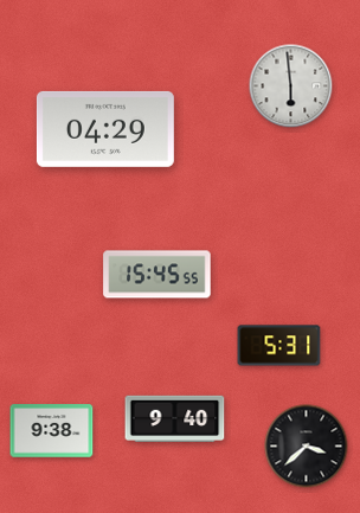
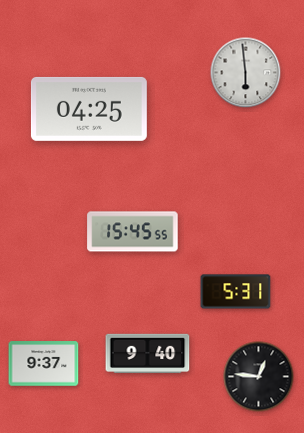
clock at (105, 129): 04:29 -> 04:25
clock at (52, 431): 9:38 -> 9:37
clock at (307, 447): 3:38 -> 12:46
